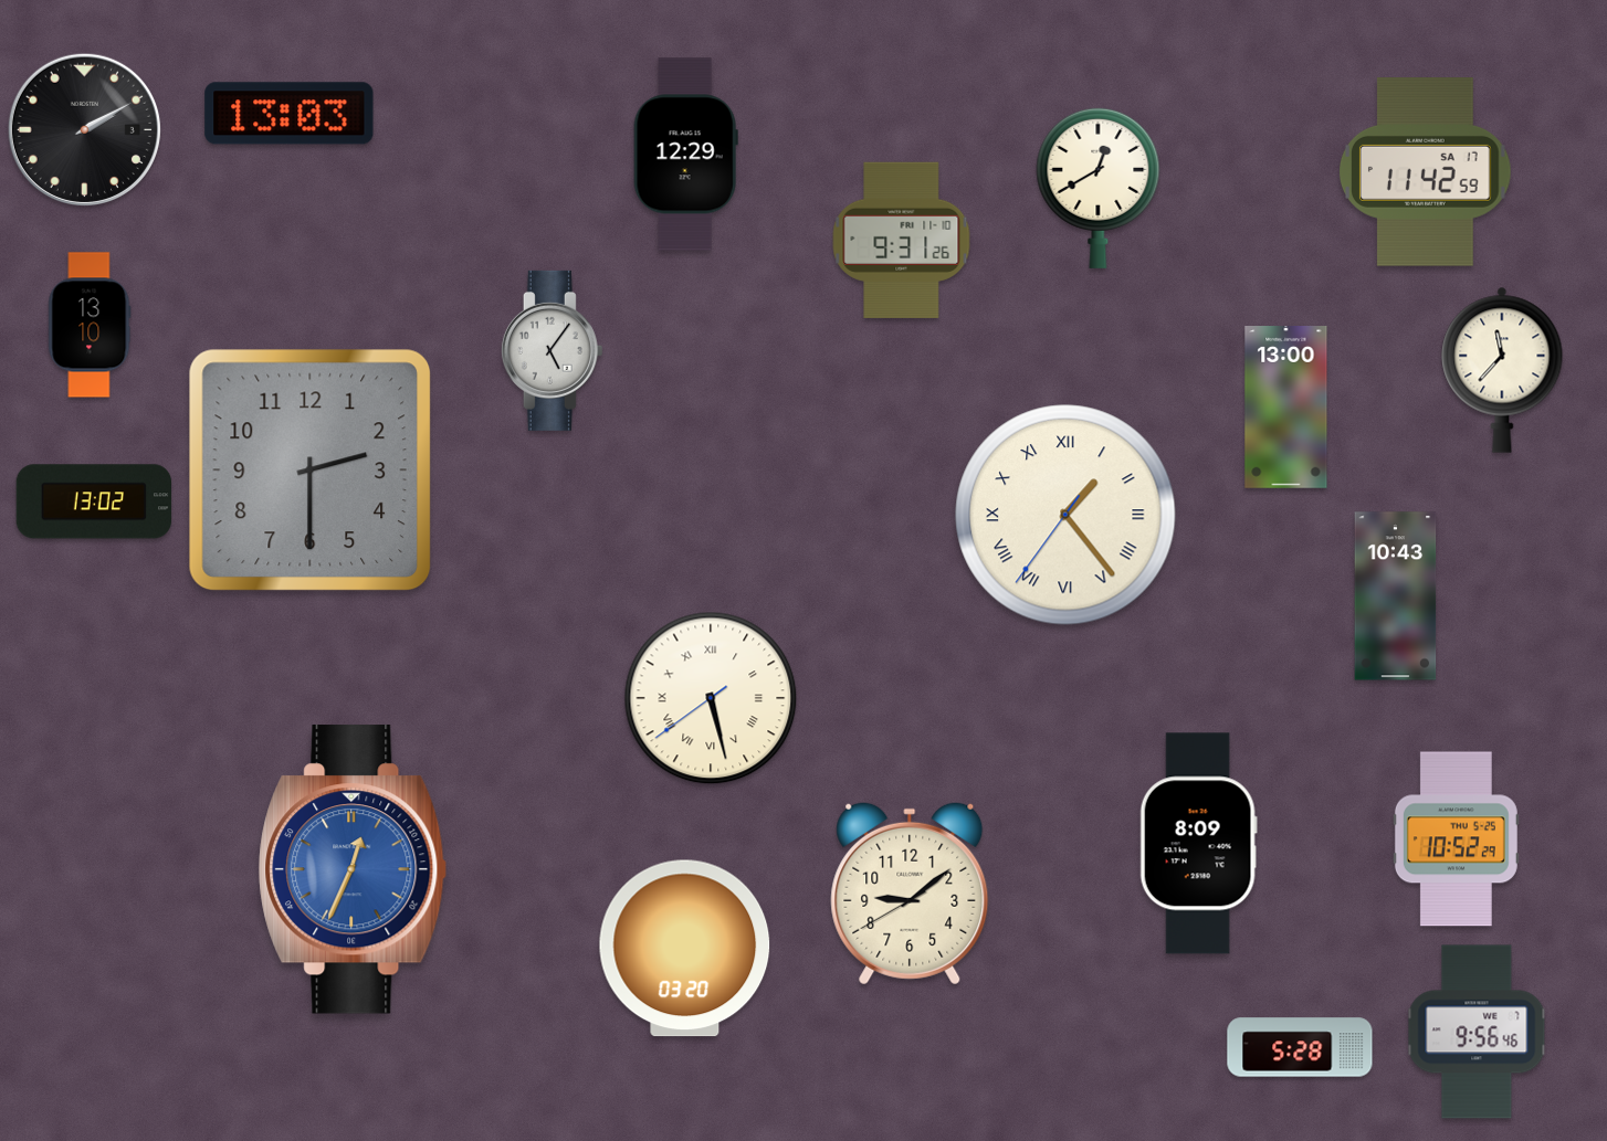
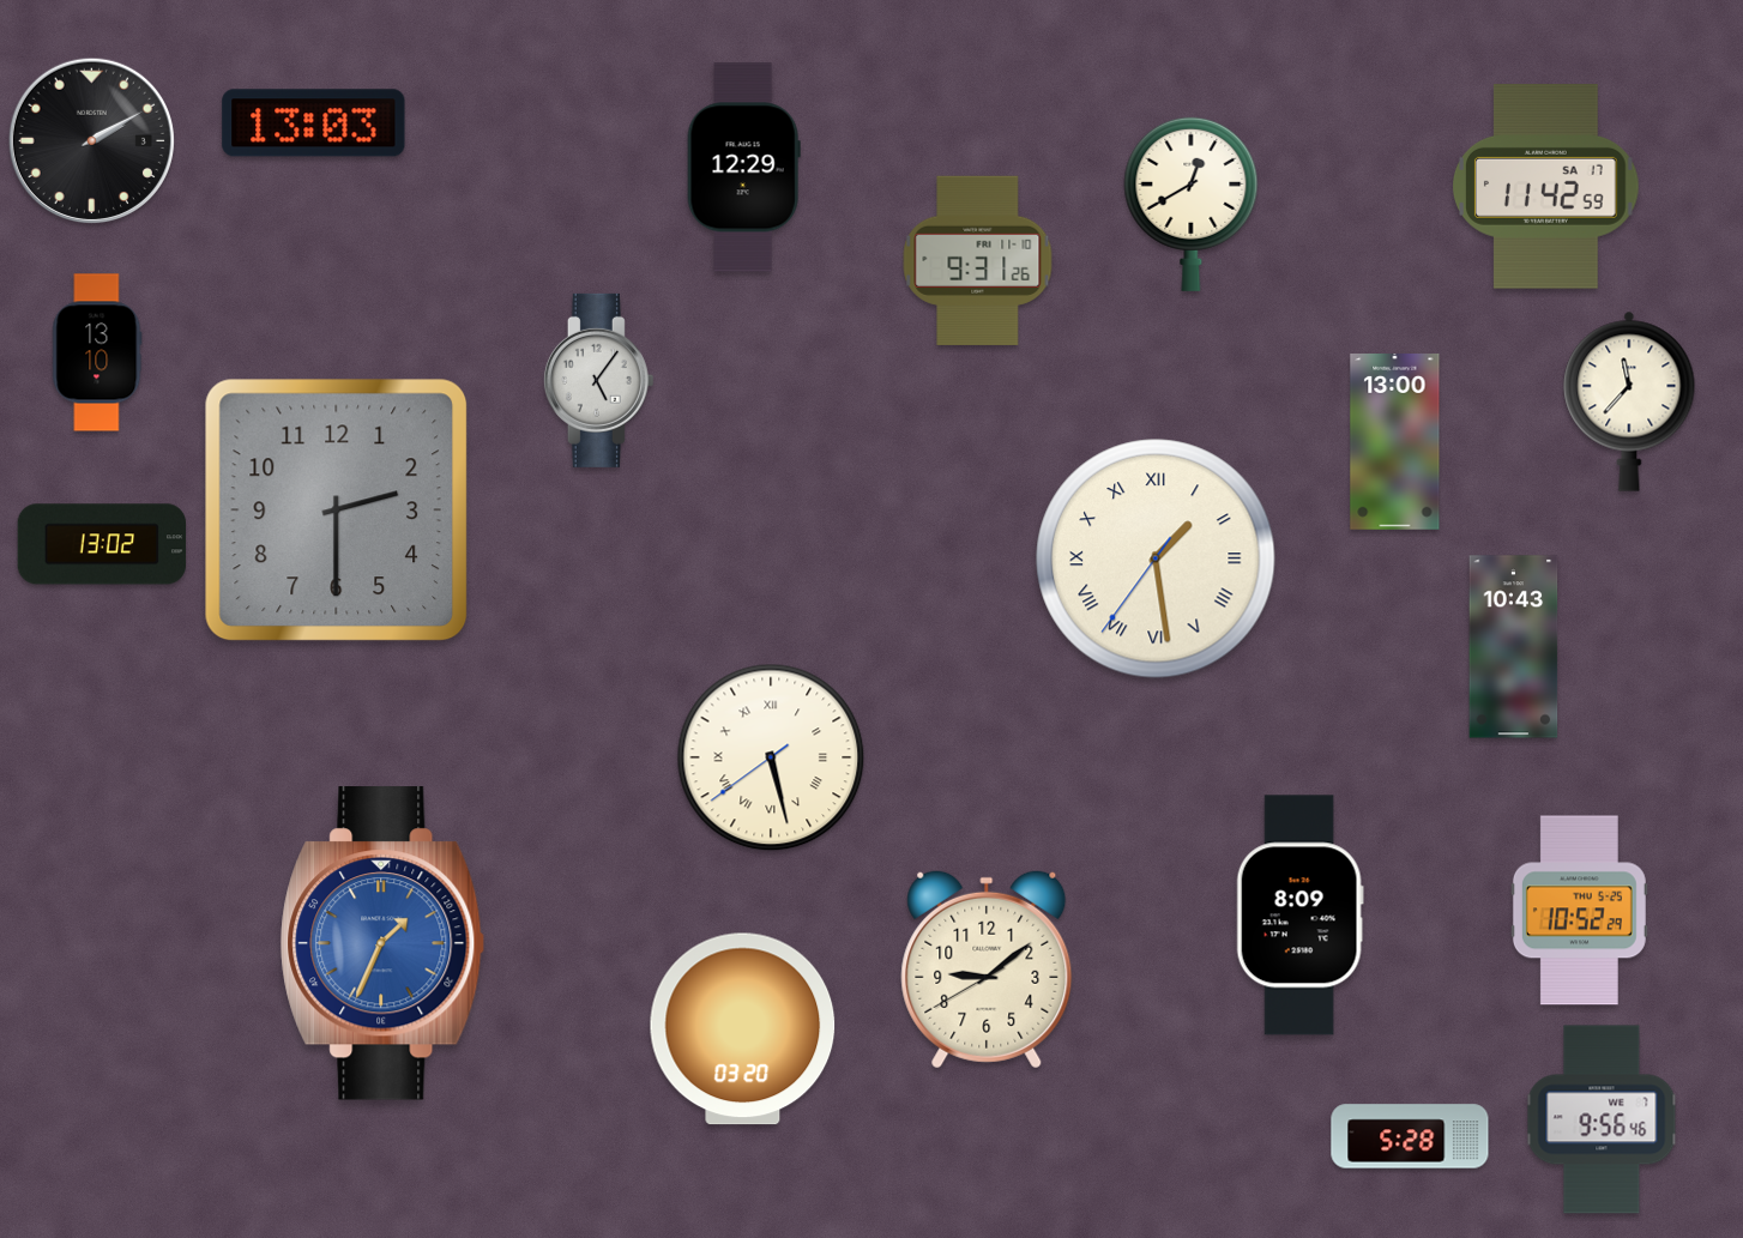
clock at (1065, 515): 1:23 -> 1:28
clock at (353, 869): 12:34 -> 1:34
